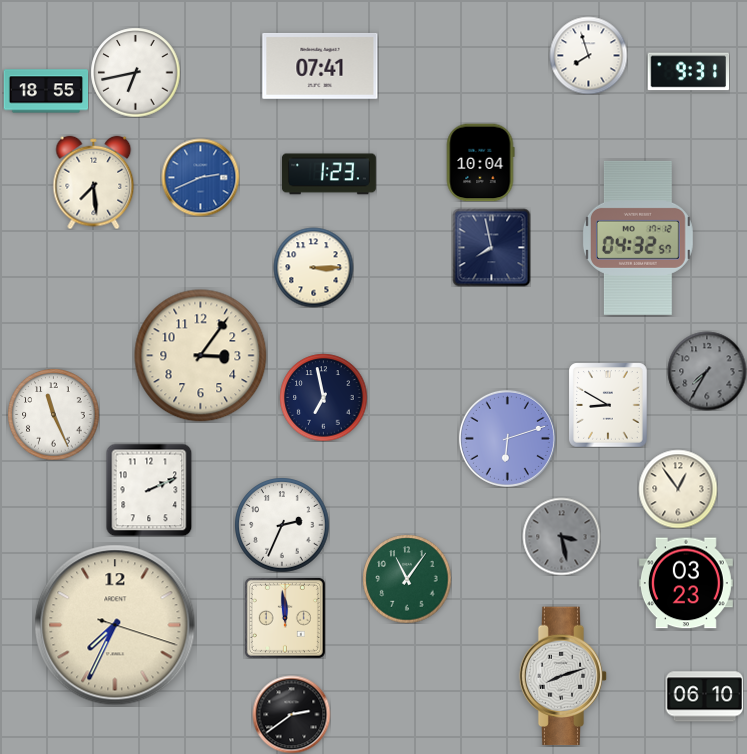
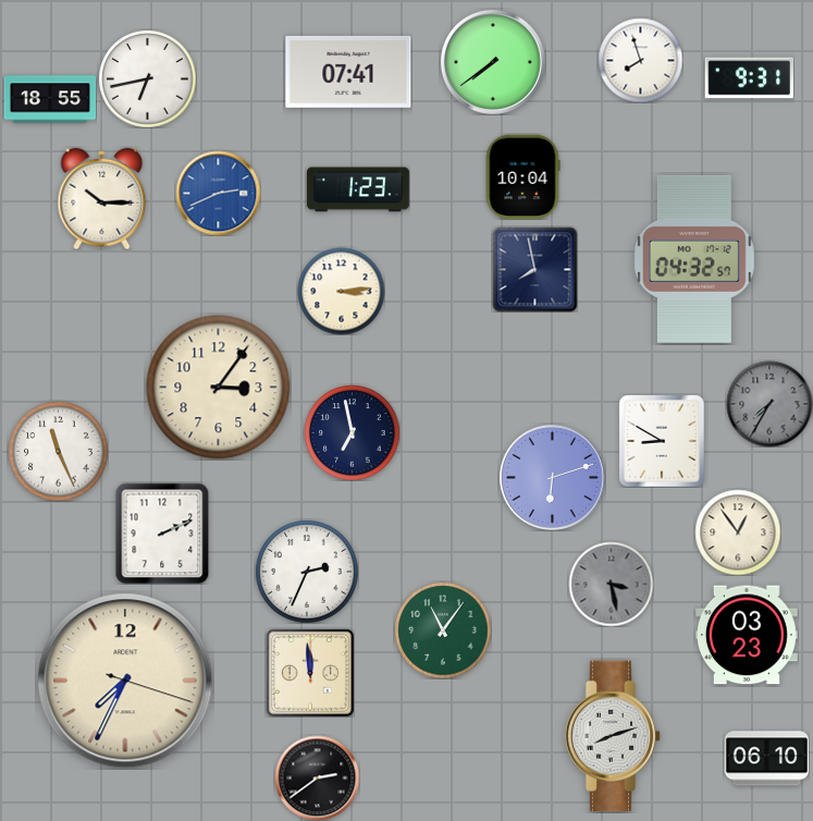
clock at (493, 62): none -> 7:39
clock at (94, 182): 7:29 -> 10:15
clock at (313, 267): 3:15 -> 3:14
